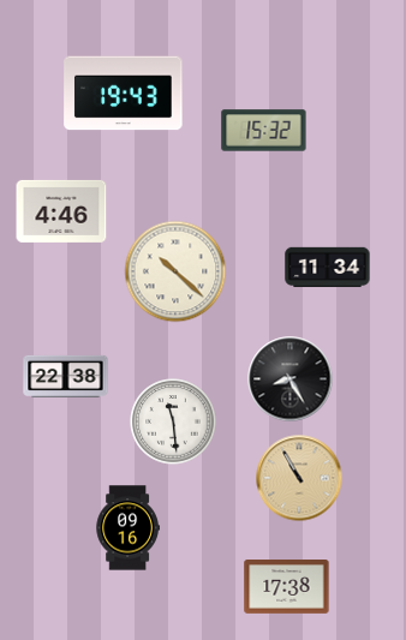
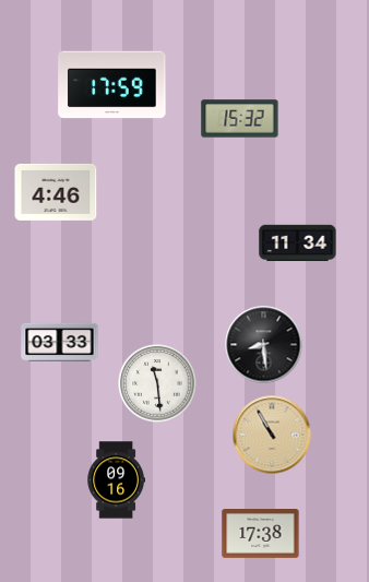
clock at (124, 94): 19:43 -> 17:59
clock at (175, 271): 10:22 -> none
clock at (66, 376): 22:38 -> 03:33
clock at (291, 379): 8:25 -> 8:29
